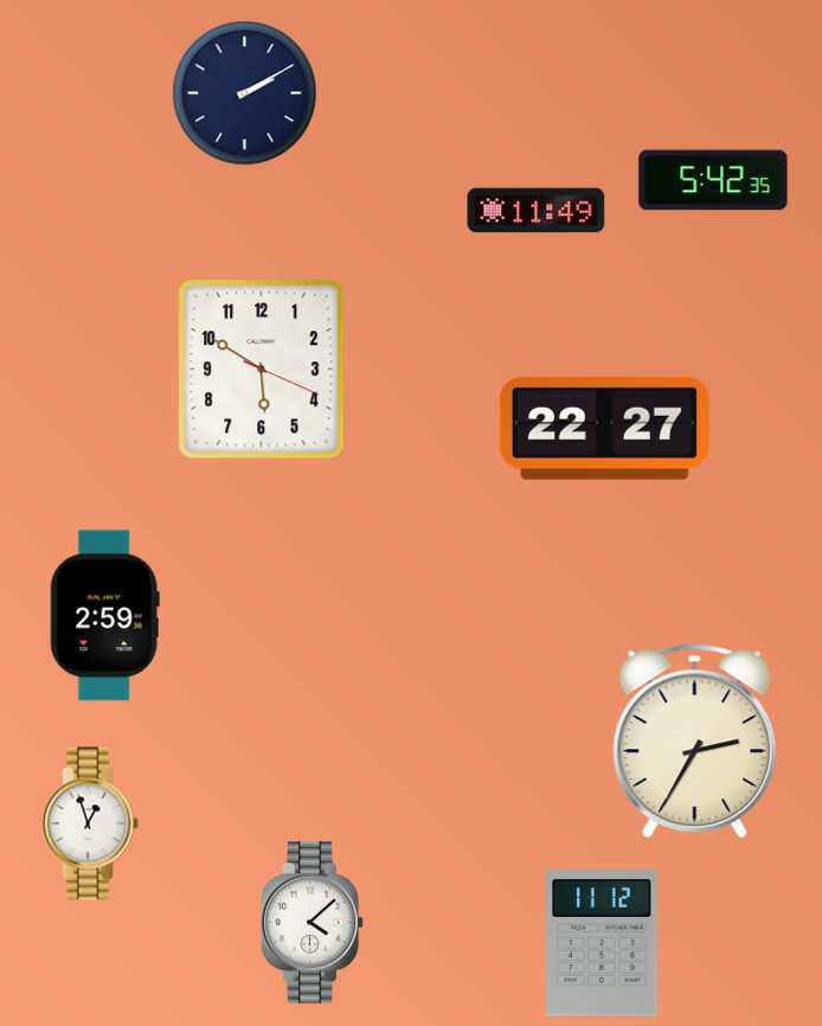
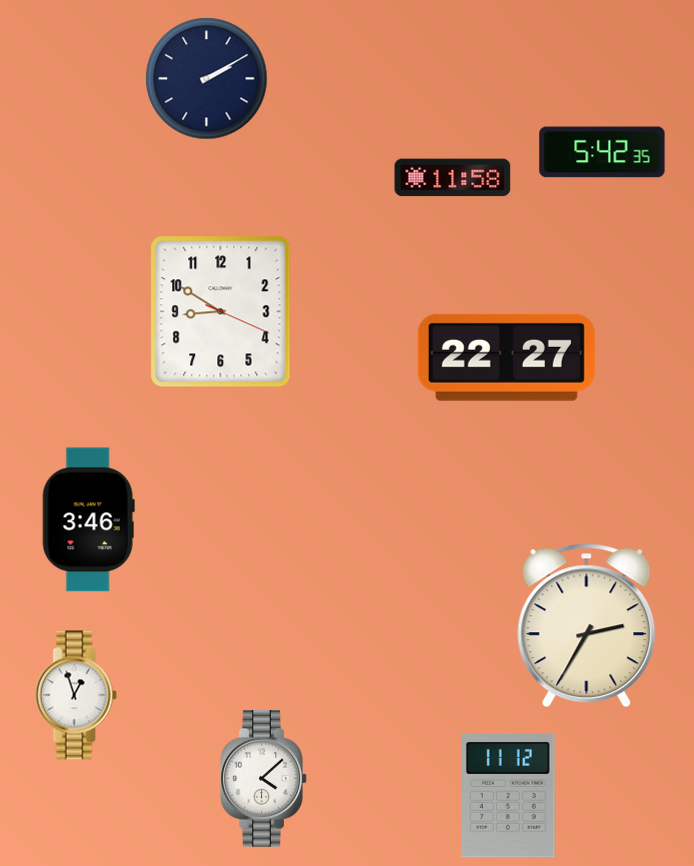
clock at (537, 211): 11:49 -> 11:58
clock at (262, 370): 5:50 -> 8:50
clock at (604, 428) position: (604, 428) -> (506, 357)
clock at (104, 616): 2:59 -> 3:46
